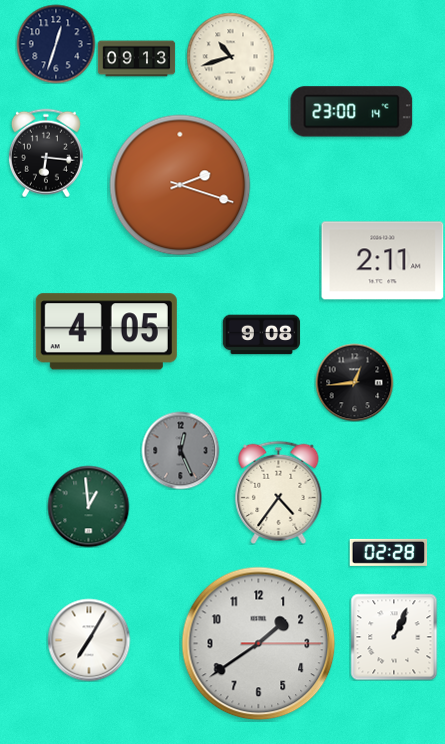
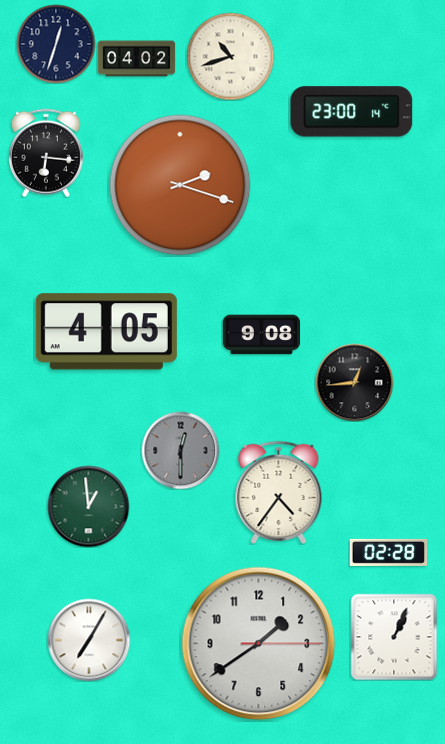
clock at (136, 59): 09:13 -> 04:02
clock at (383, 261): 2:11 -> none
clock at (180, 450): 12:26 -> 12:30
